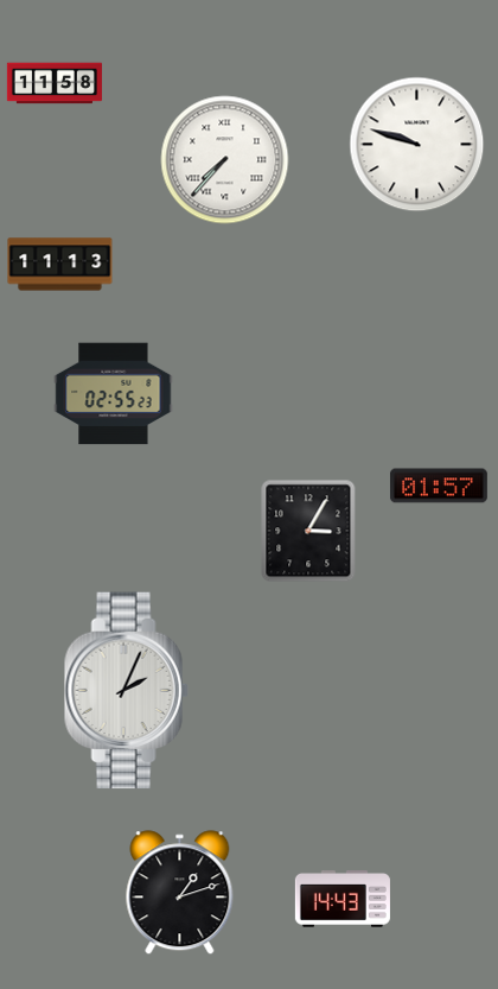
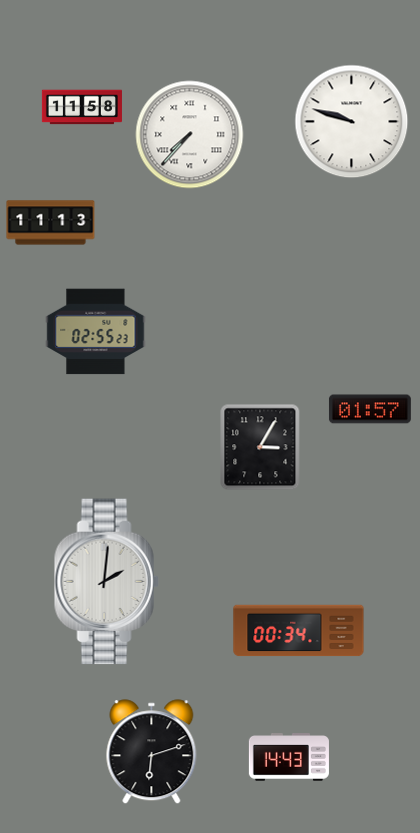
clock at (55, 83) position: (55, 83) -> (82, 107)
clock at (126, 691): 2:04 -> 2:01
clock at (299, 631): none -> 00:34
clock at (180, 893): 1:12 -> 6:12
